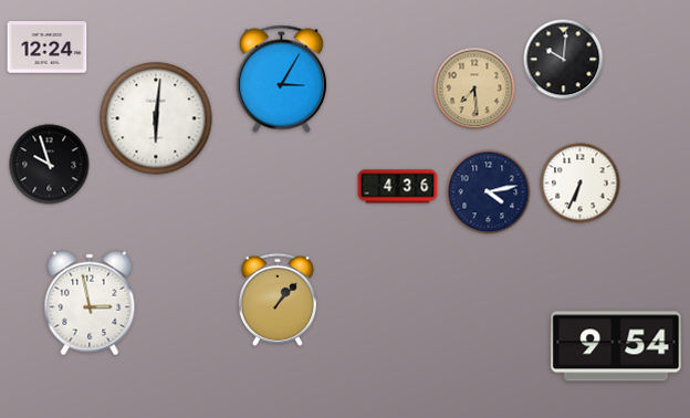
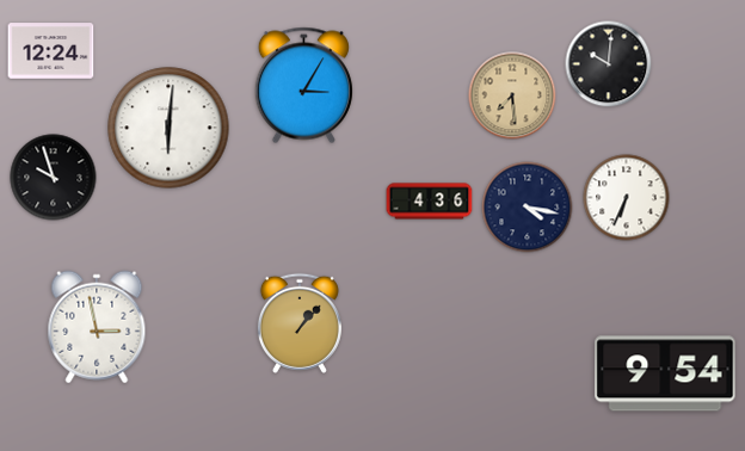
clock at (489, 192): 4:13 -> 4:17
